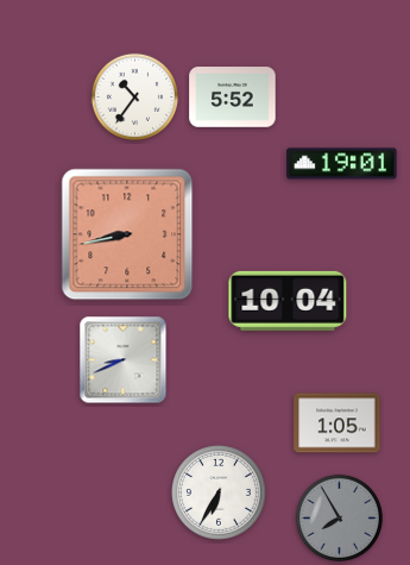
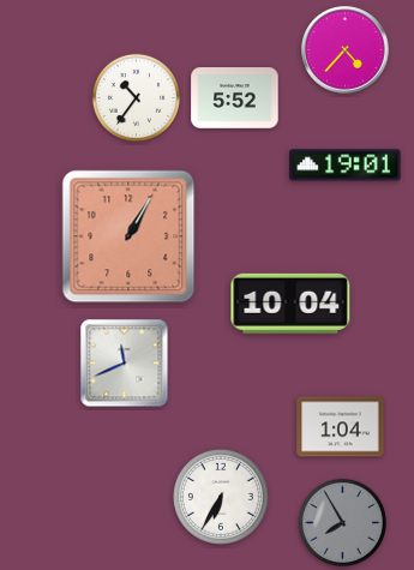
clock at (346, 50): none -> 4:37
clock at (127, 234): 8:43 -> 1:05
clock at (124, 360): 8:41 -> 11:41
clock at (338, 423): 1:05 -> 1:04
